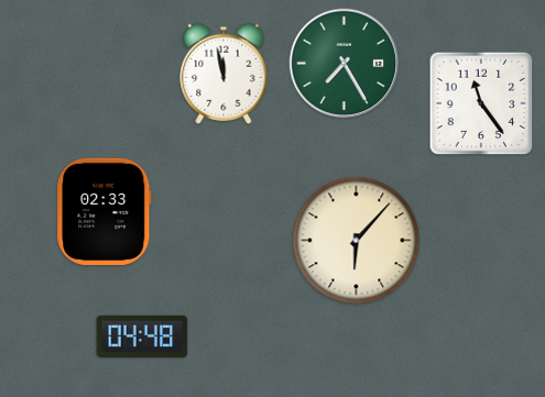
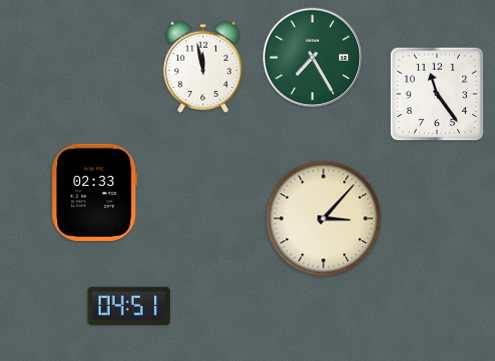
clock at (357, 241): 6:07 -> 3:07
clock at (142, 335): 04:48 -> 04:51
